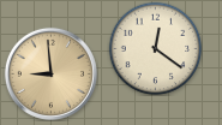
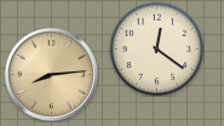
clock at (50, 73): 8:59 -> 8:14
